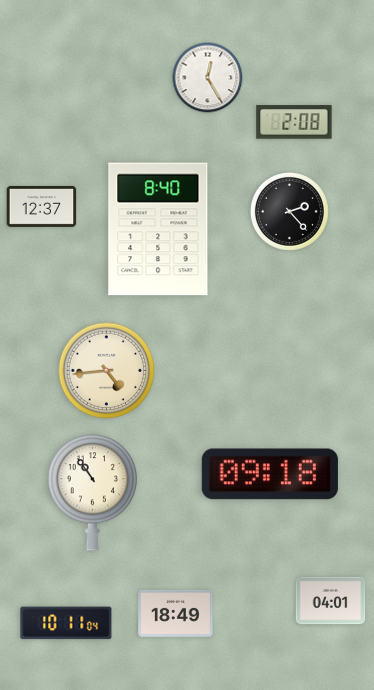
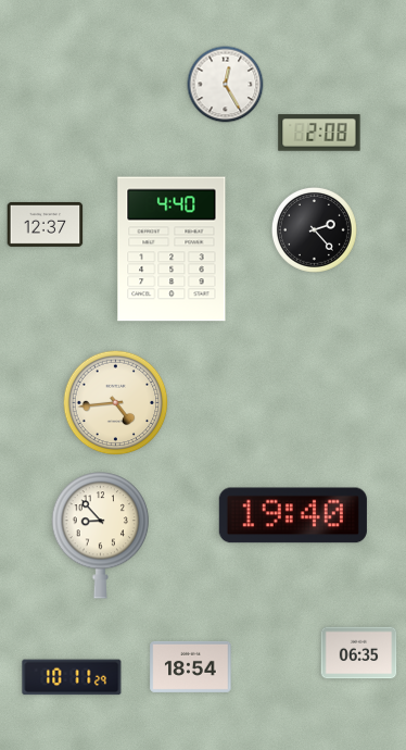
clock at (158, 229): 8:40 -> 4:40
clock at (270, 474): 09:18 -> 19:40
clock at (93, 493): 10:54 -> 8:53
clock at (331, 601): 04:01 -> 06:35
clock at (176, 613): 18:49 -> 18:54
clock at (66, 623): 10:11:04 -> 10:11:29
